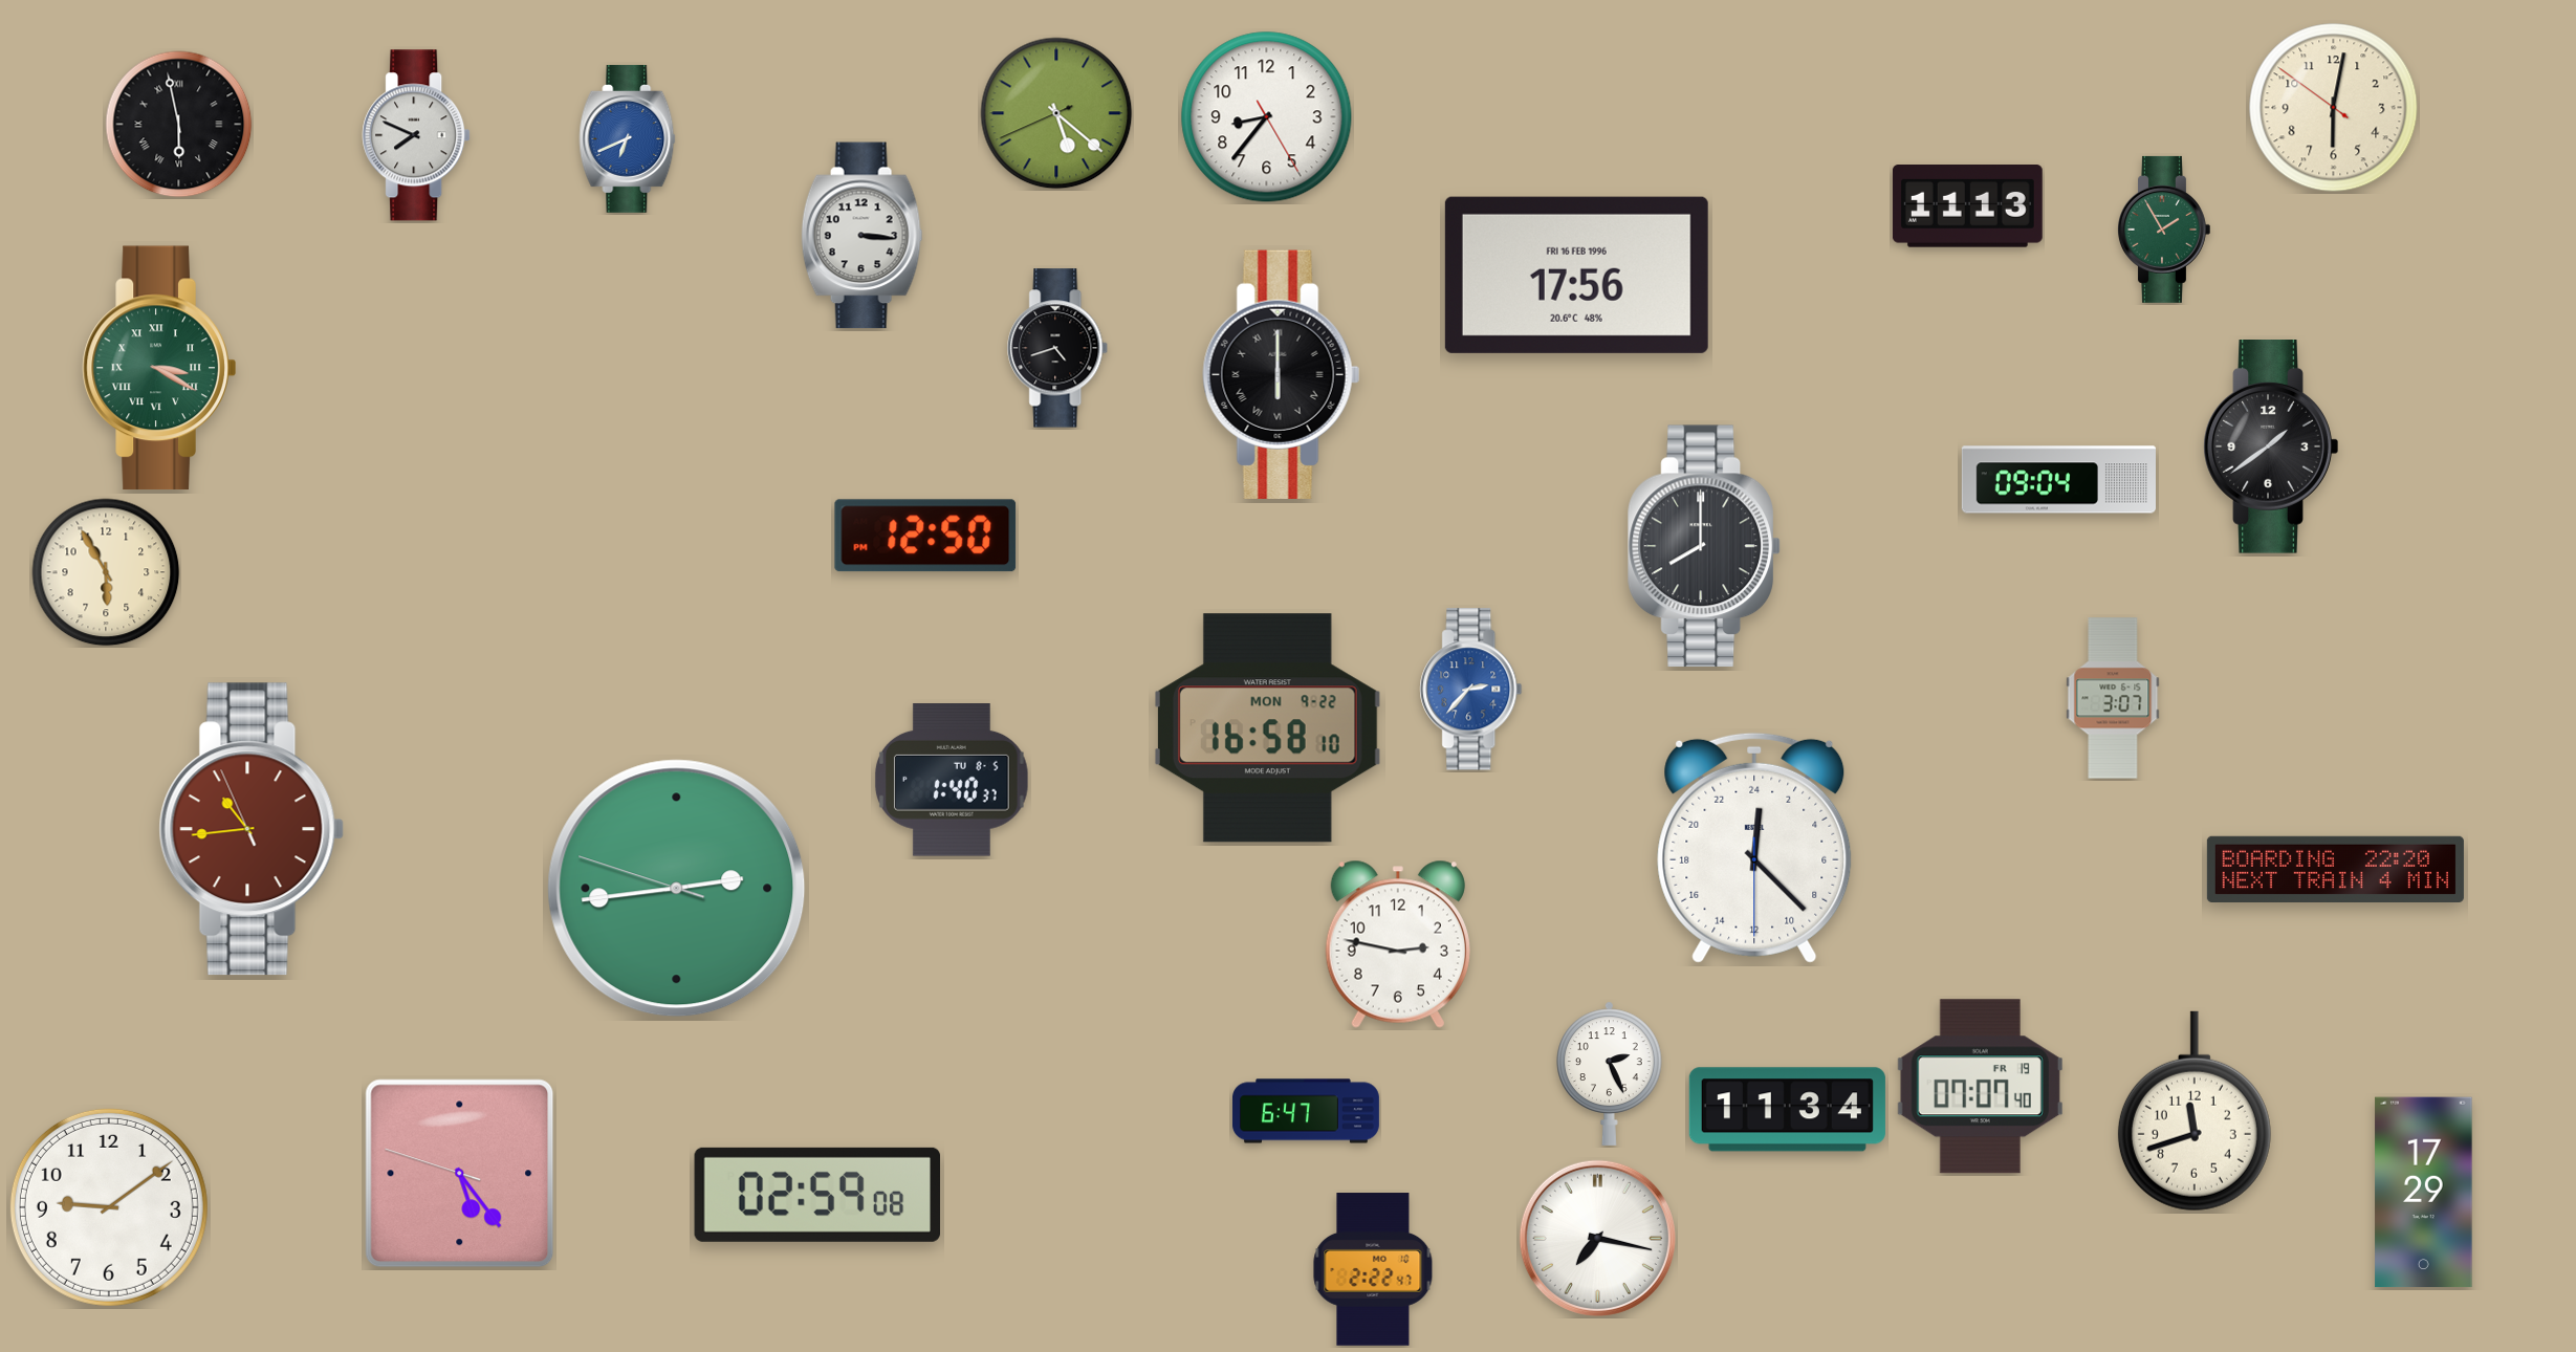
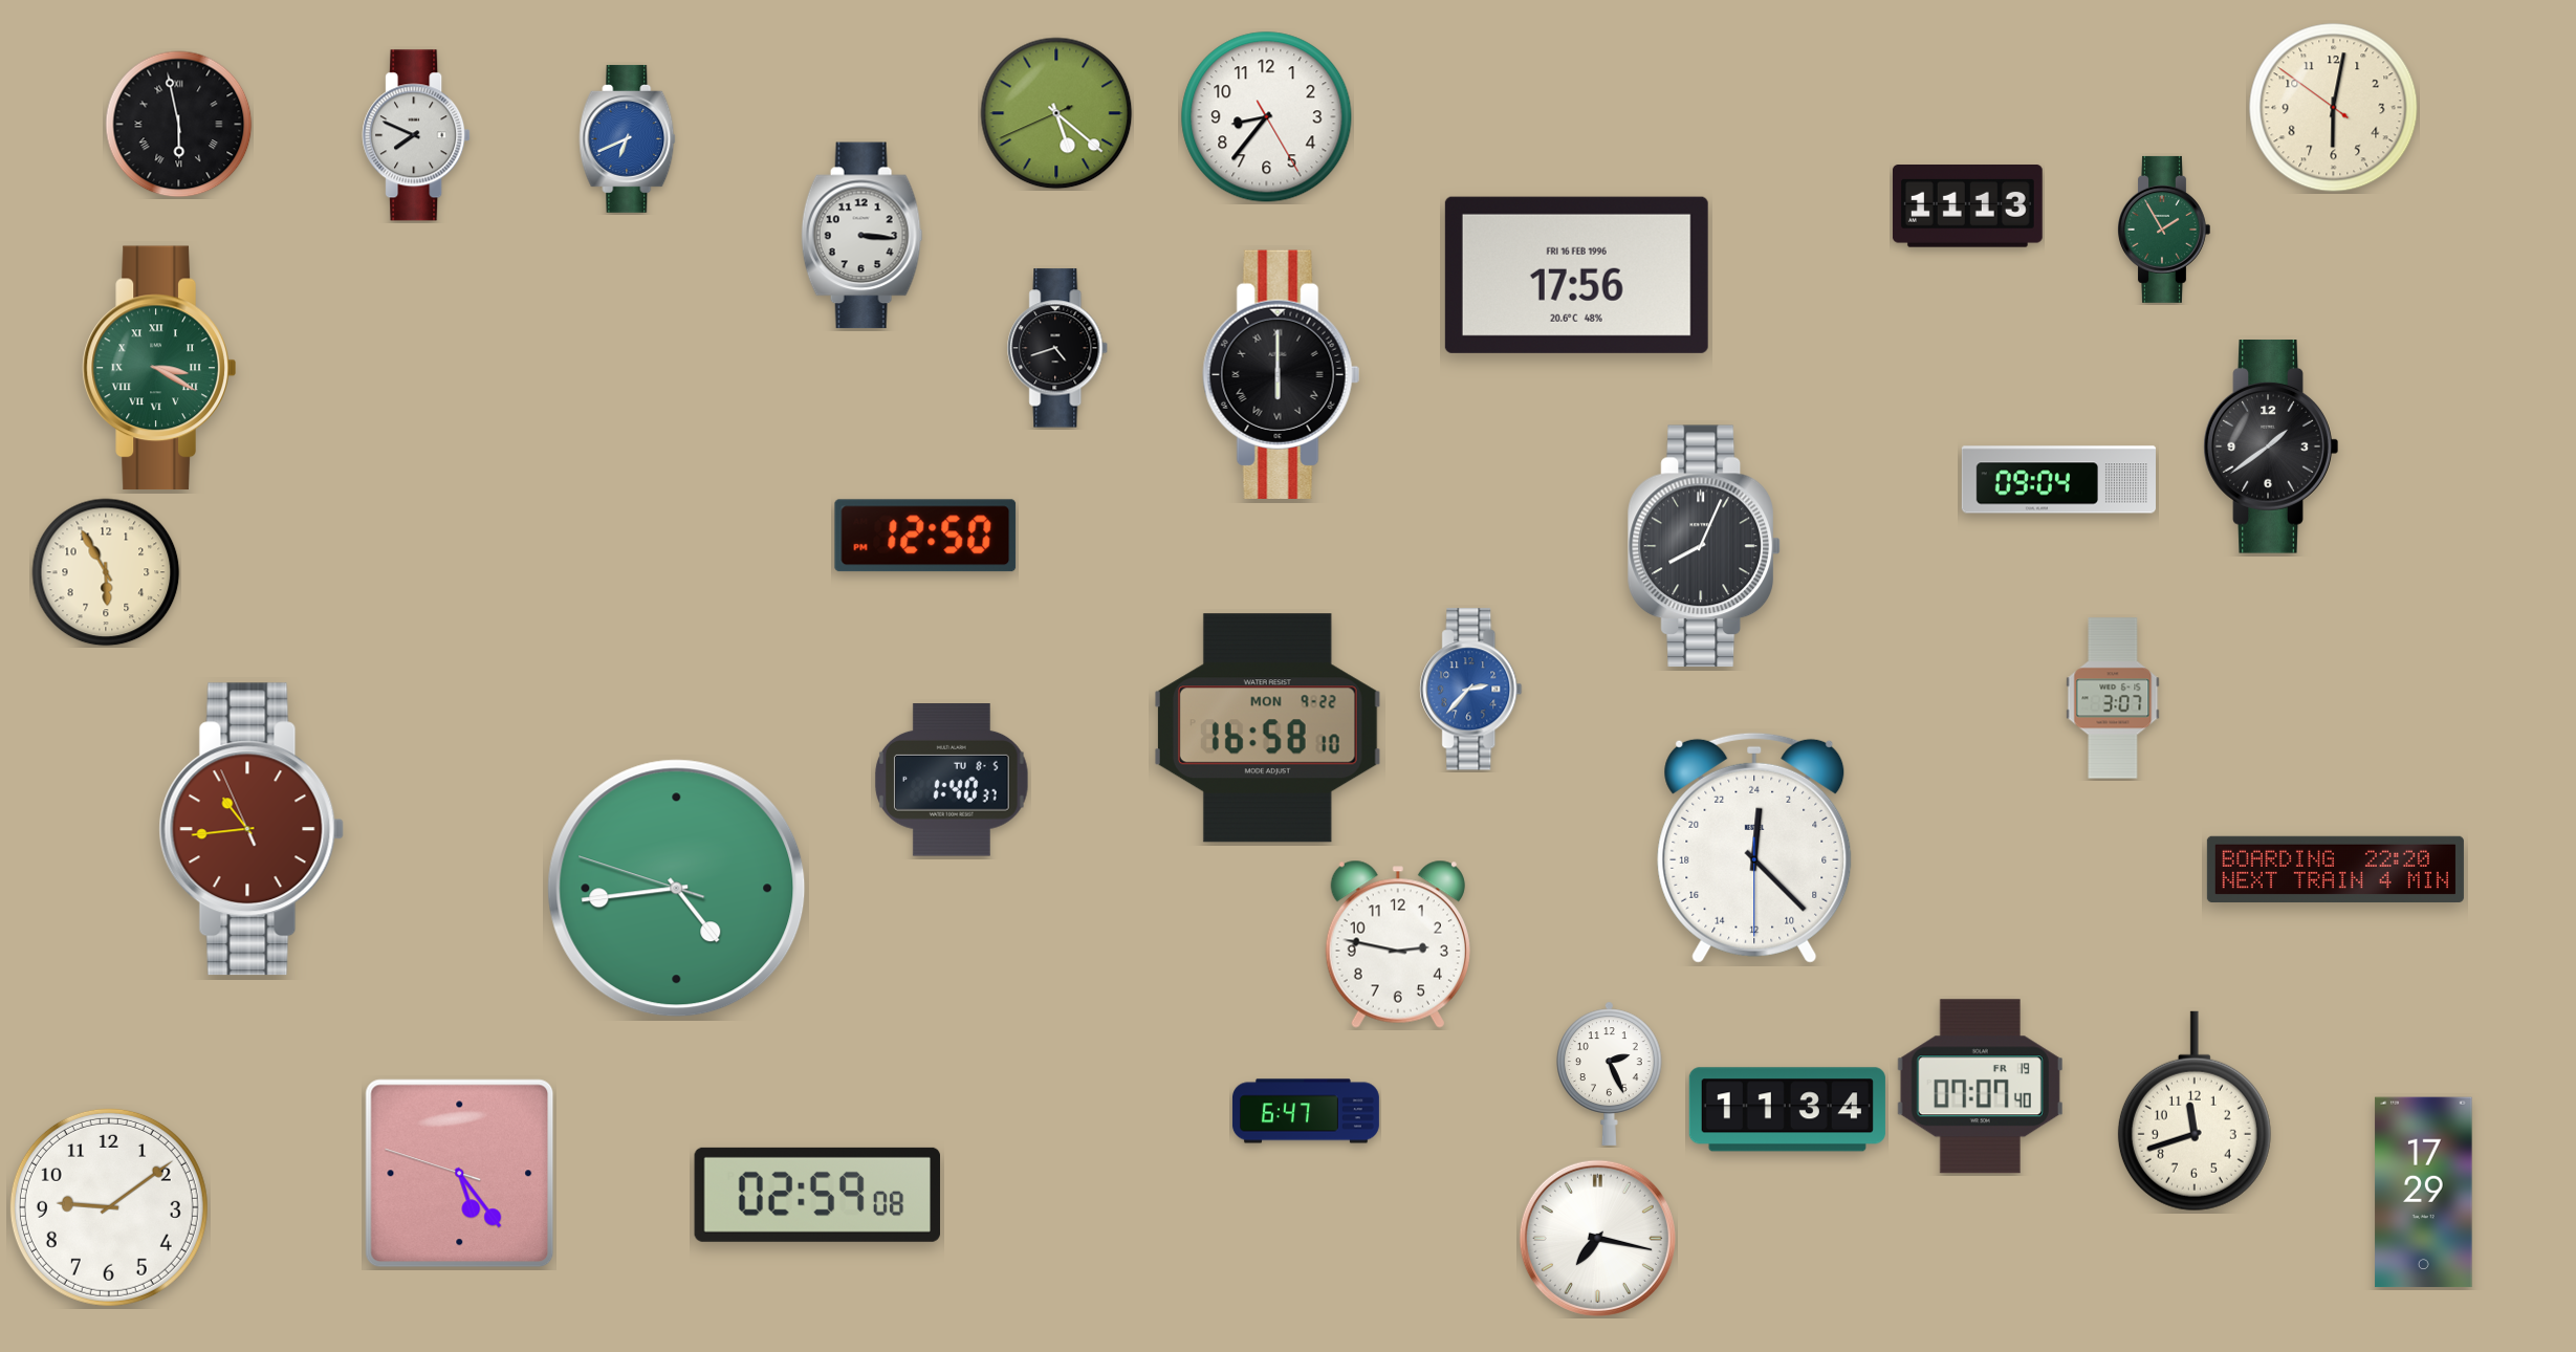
clock at (1704, 546): 8:00 -> 8:04
clock at (677, 889): 2:43 -> 4:43
clock at (1373, 1269): 2:22 -> none
